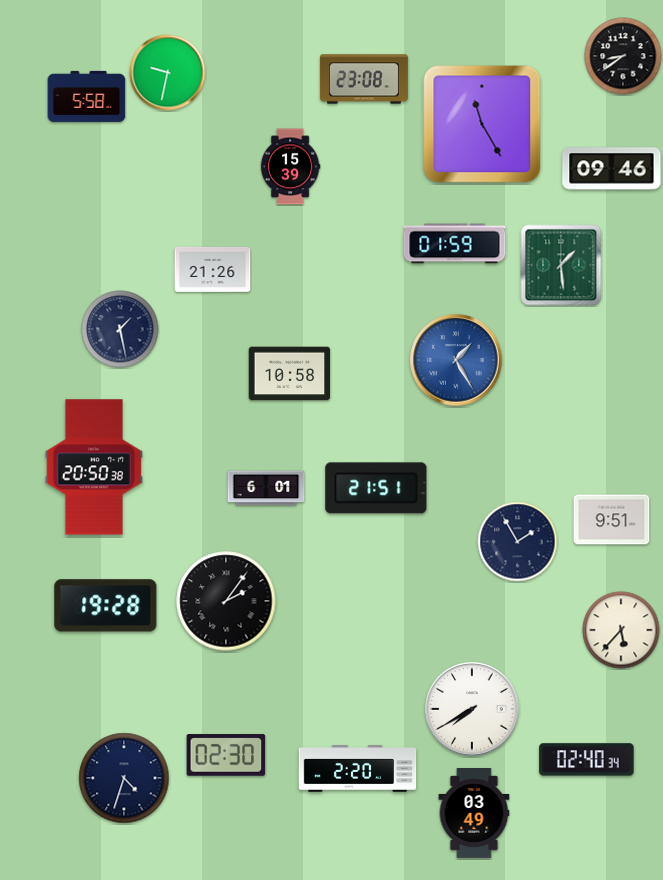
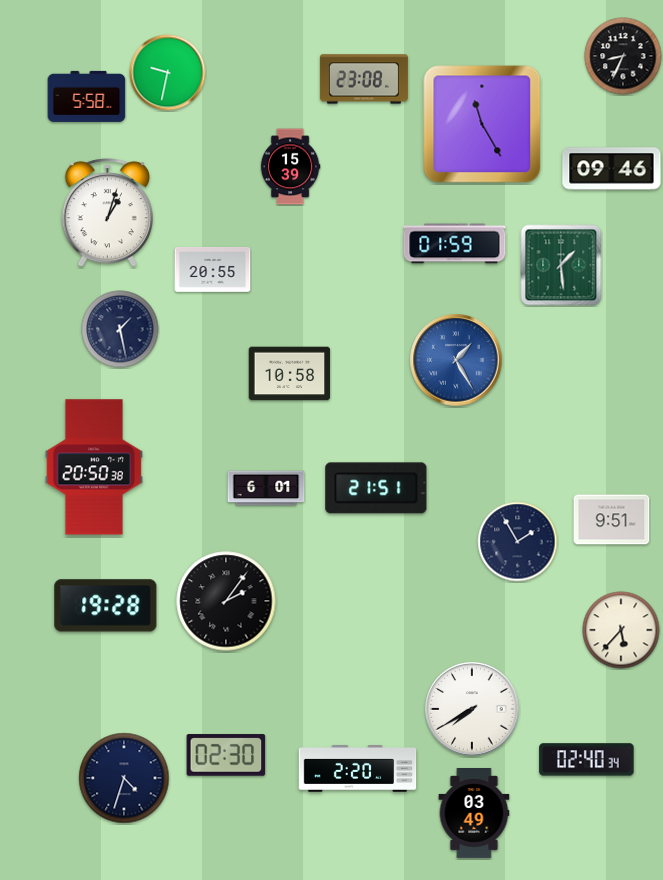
clock at (623, 56): 8:39 -> 8:34
clock at (107, 213): none -> 1:03
clock at (213, 269): 21:26 -> 20:55
